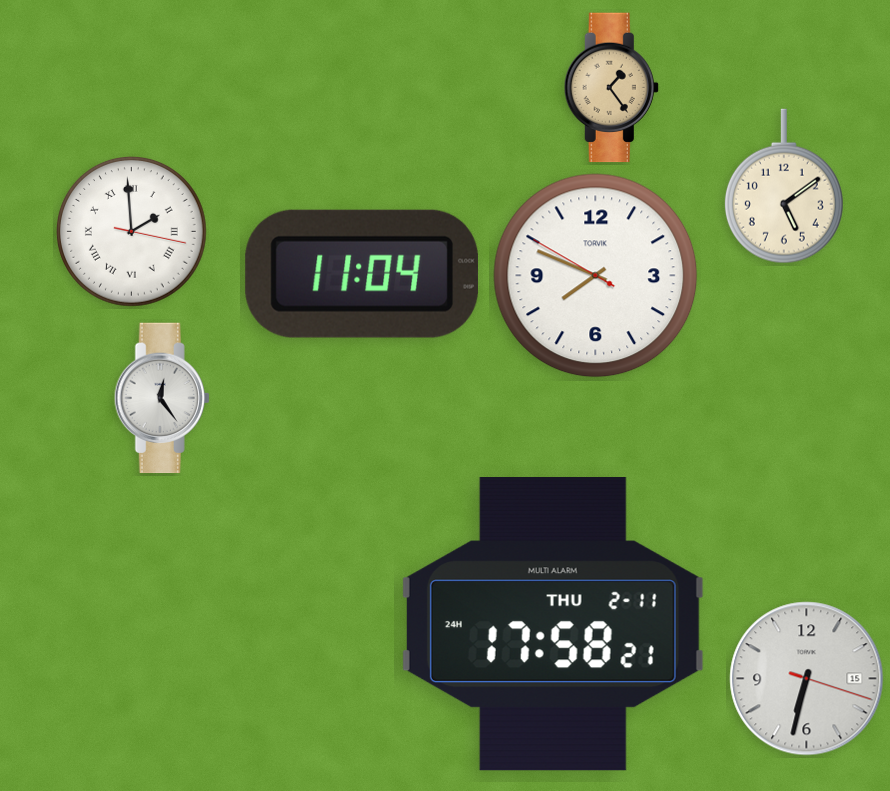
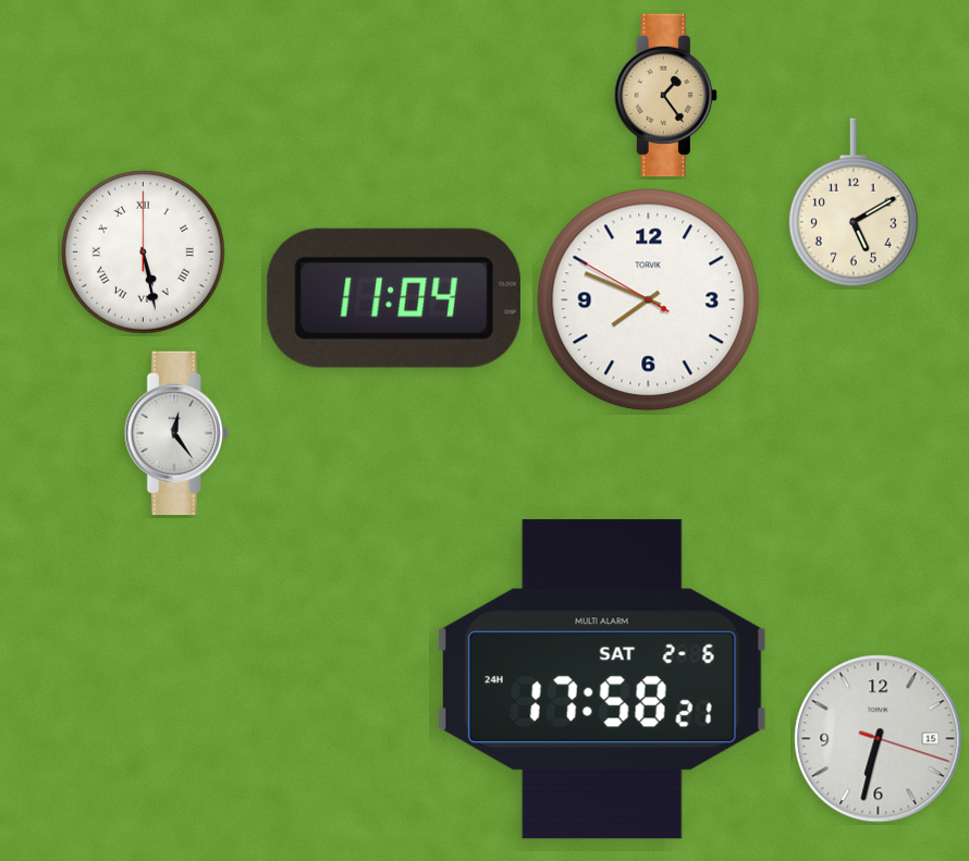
clock at (784, 186): 5:09 -> 5:10
clock at (132, 232): 1:59 -> 5:28
clock at (553, 624) date: THU 2-11 -> SAT 2-6
